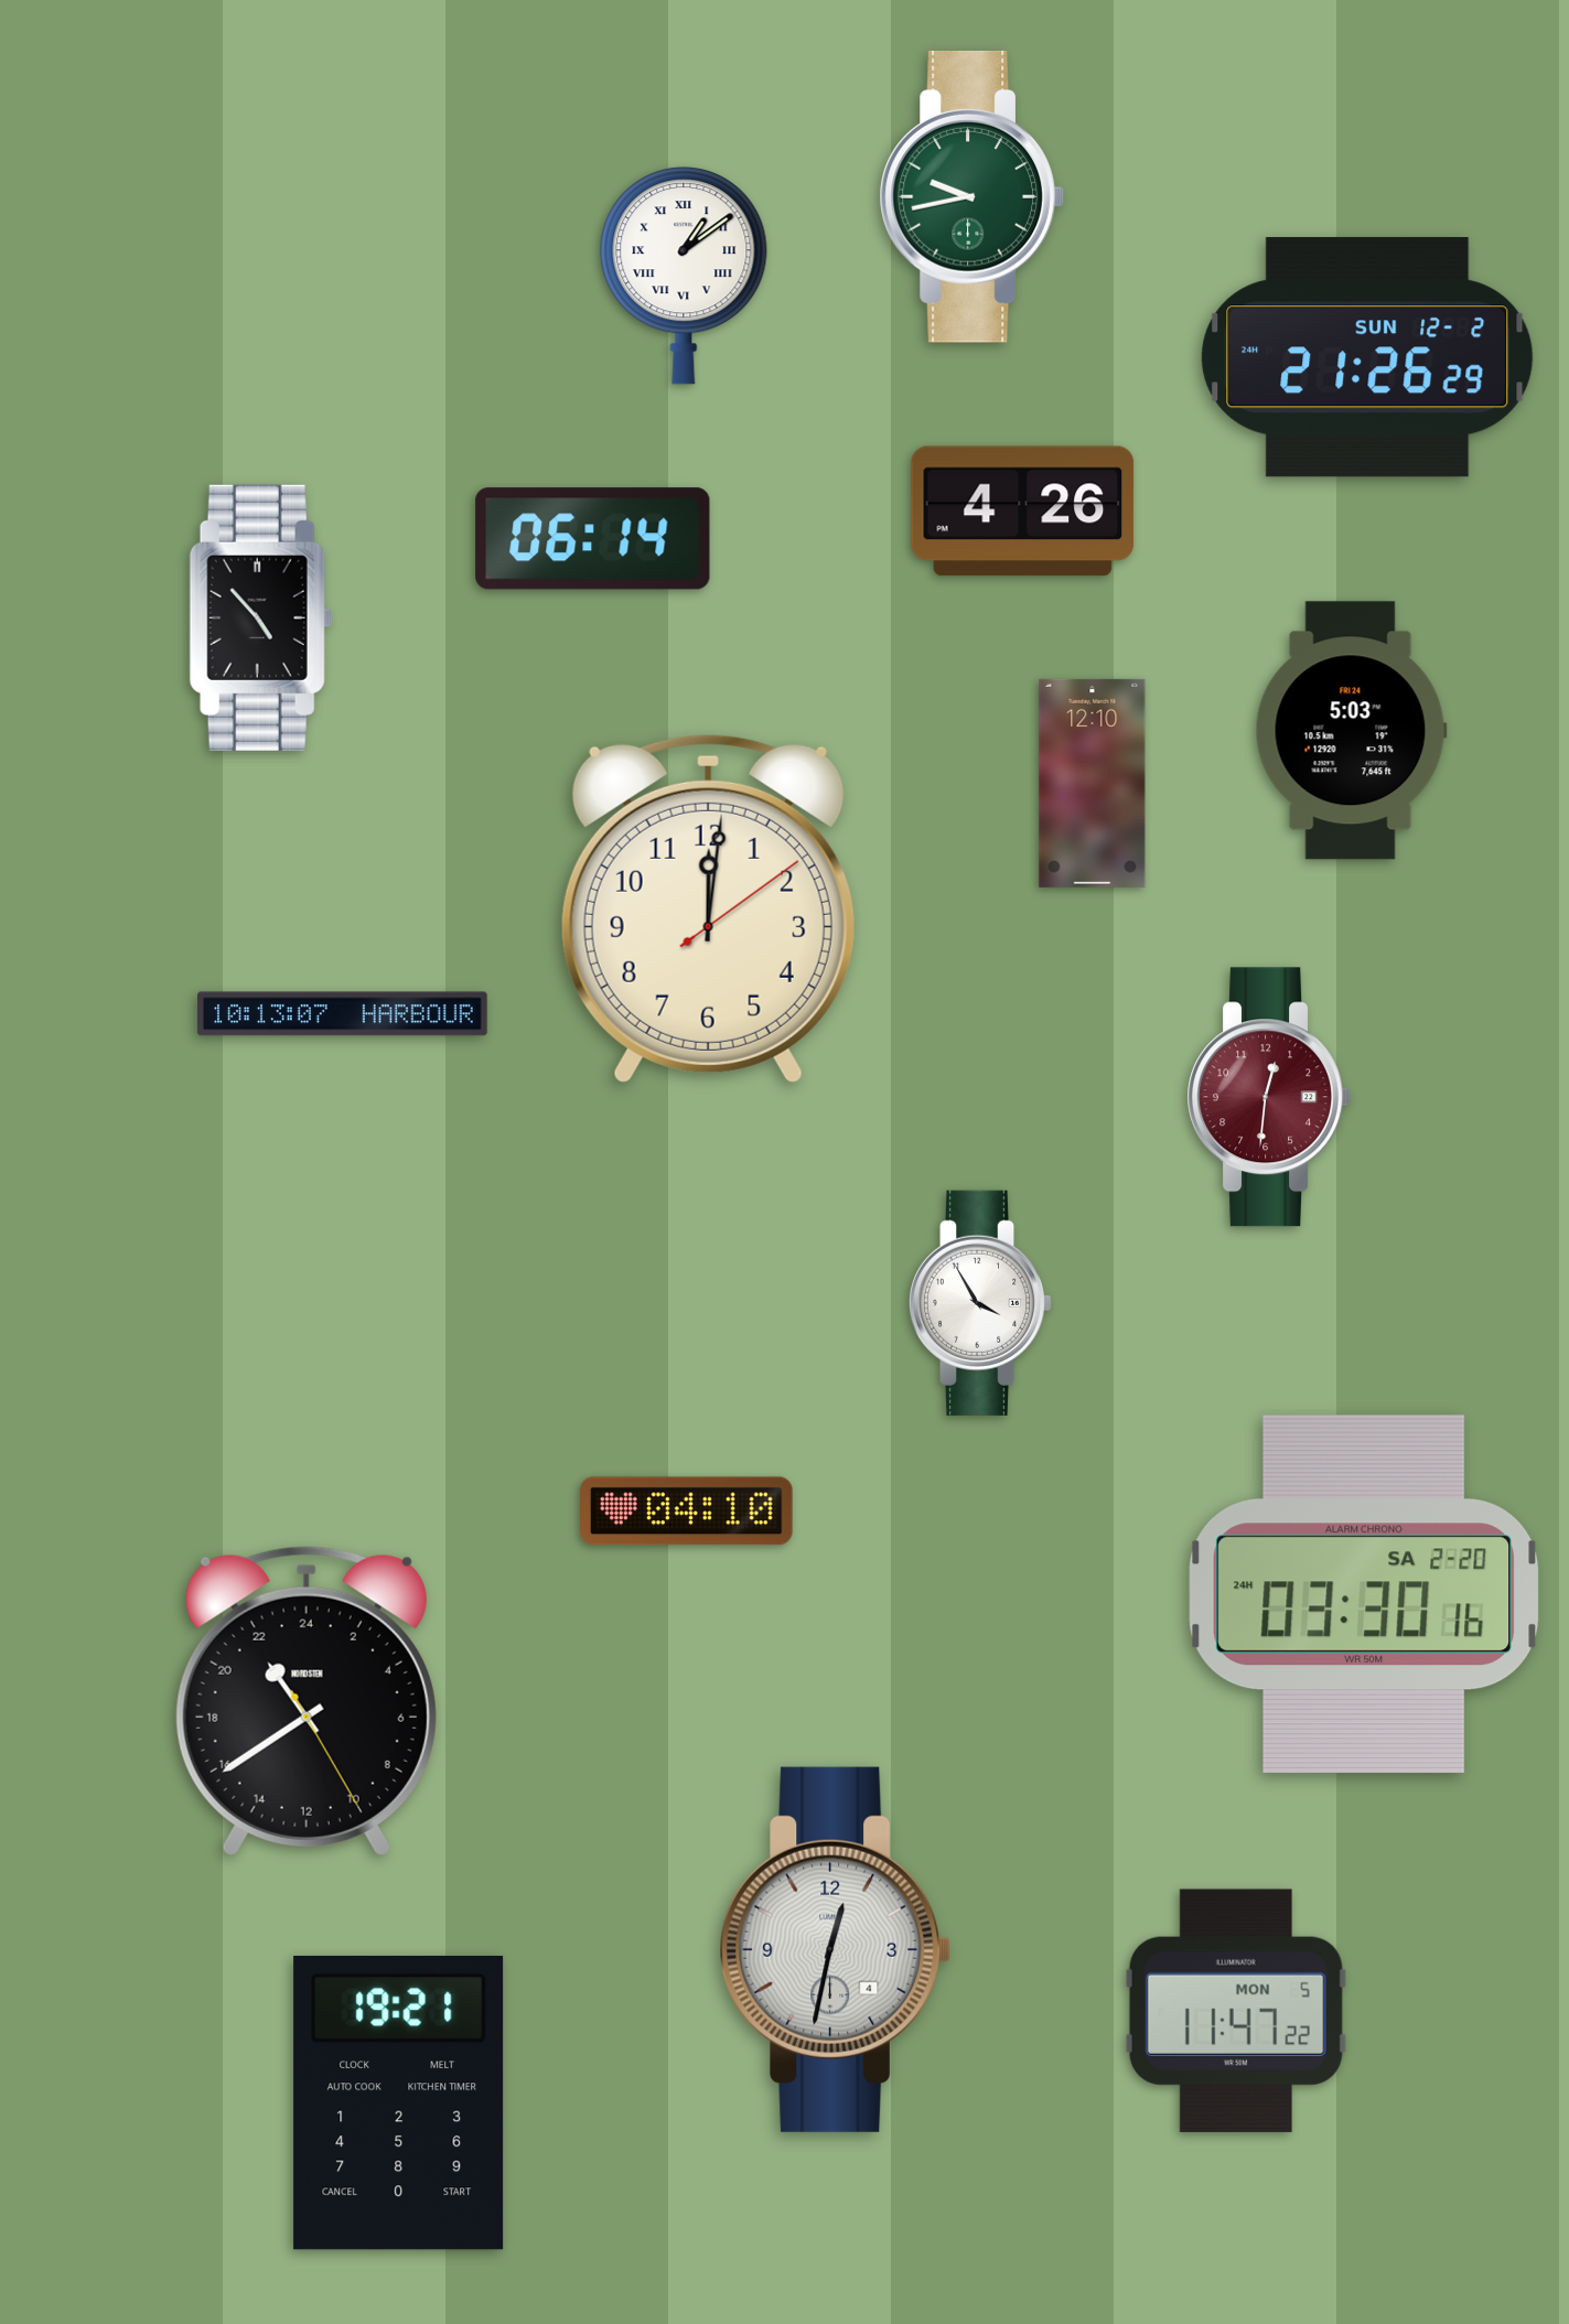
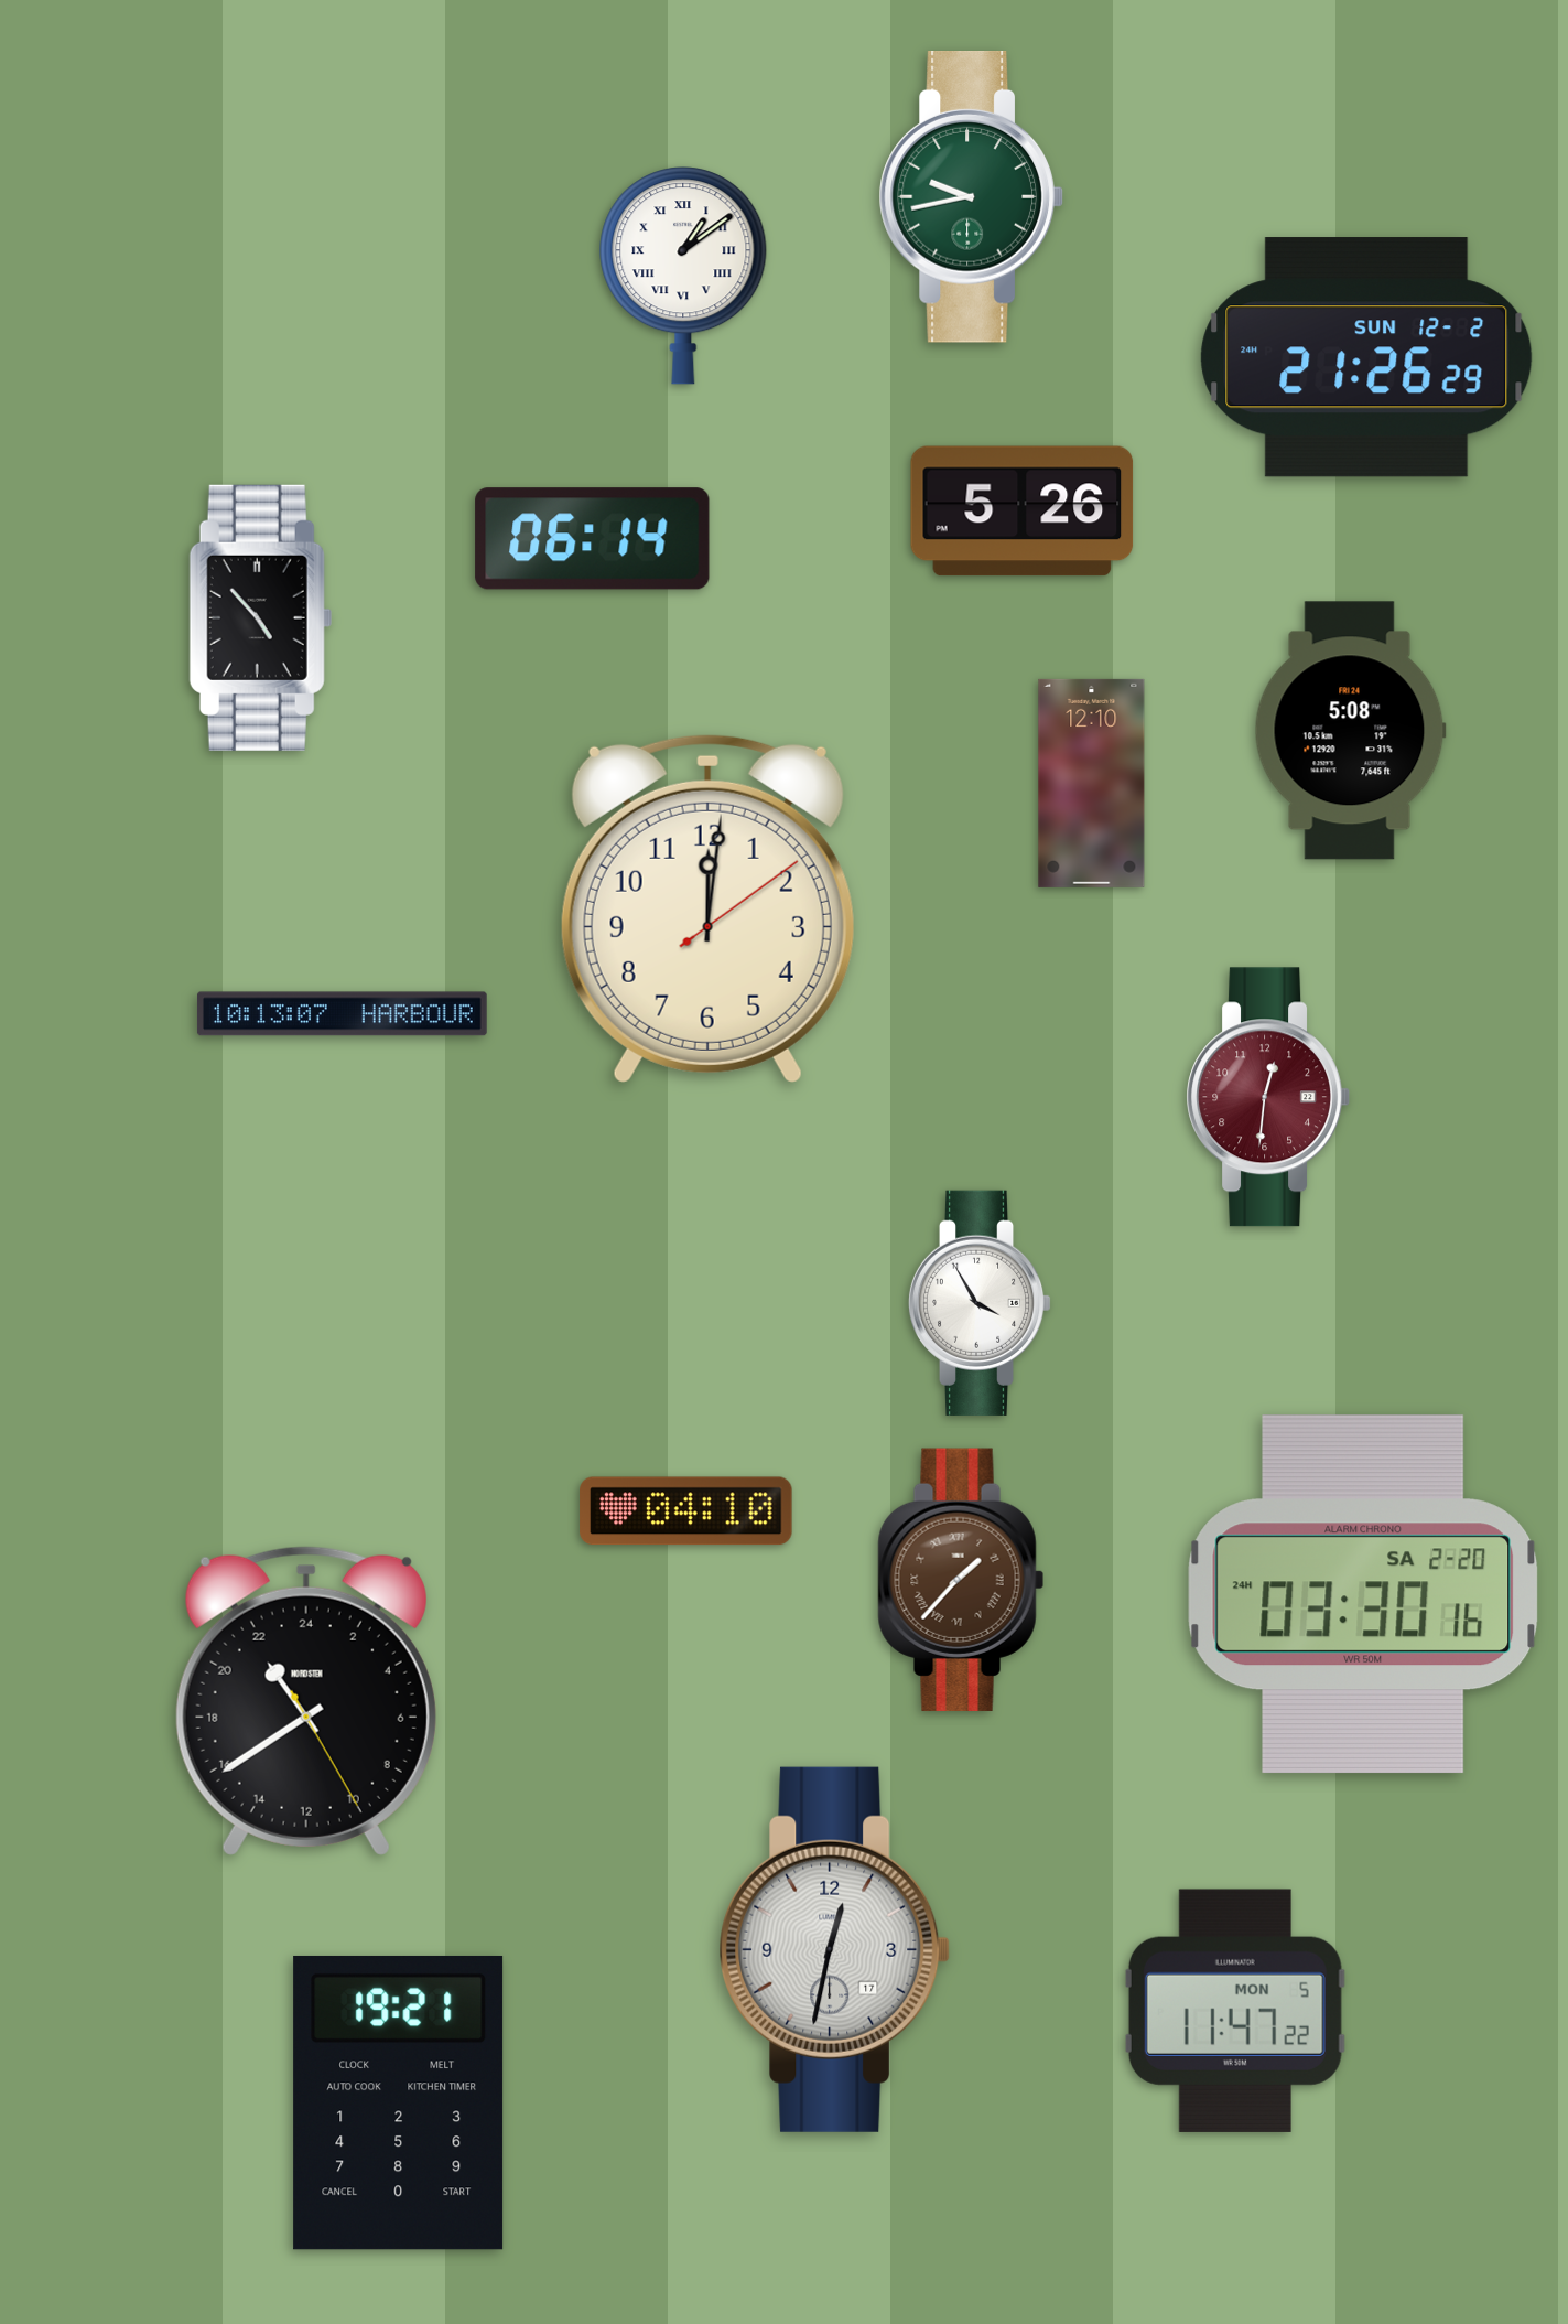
clock at (1023, 512): 4:26 -> 5:26
clock at (1351, 731): 5:03 -> 5:08
clock at (961, 1580): none -> 1:37
clock at (836, 1949) date: 4 -> 17
